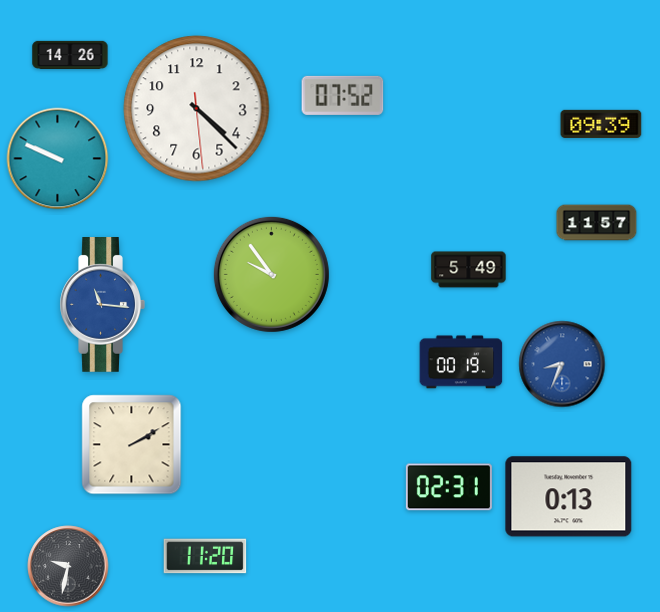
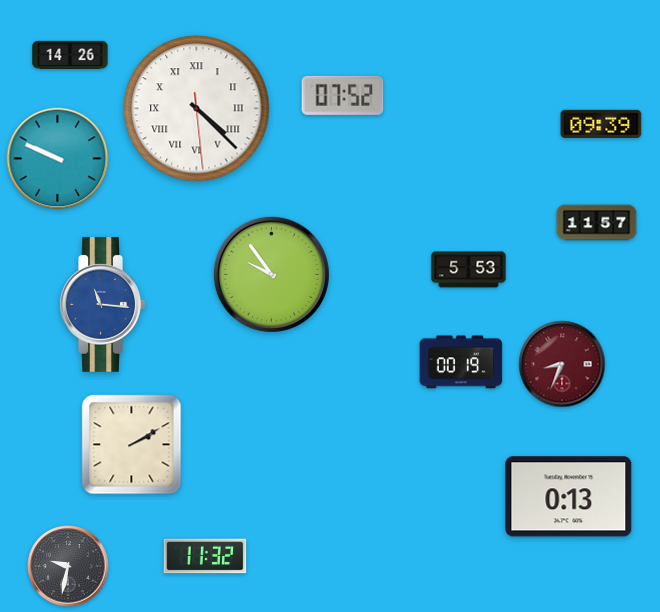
clock at (197, 109) numerals: Arabic -> Roman
clock at (469, 270): 5:49 -> 5:53
clock at (562, 364) dial: blue -> burgundy
clock at (449, 487): 02:31 -> none
clock at (205, 556): 11:20 -> 11:32
